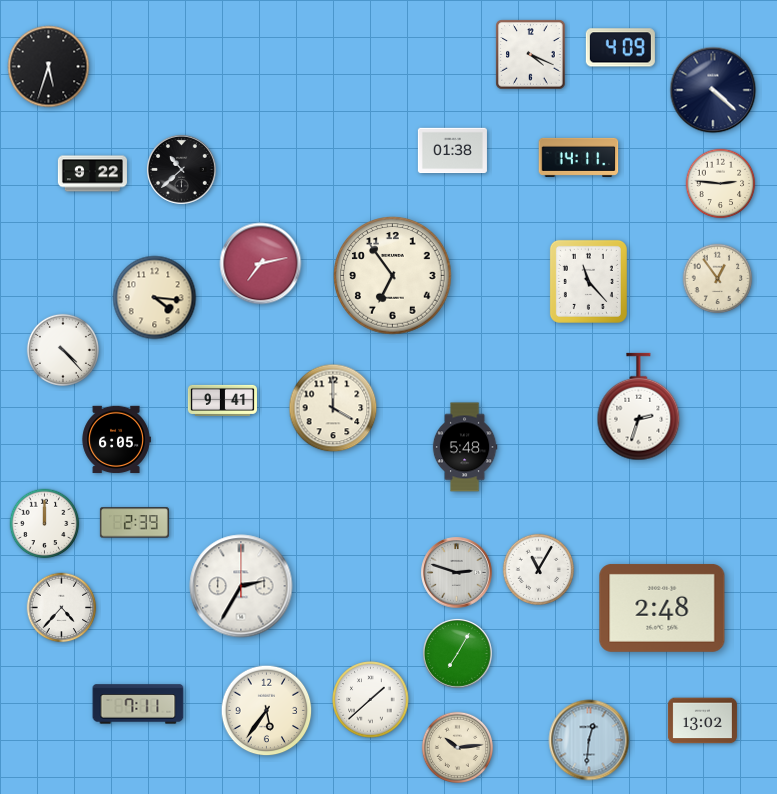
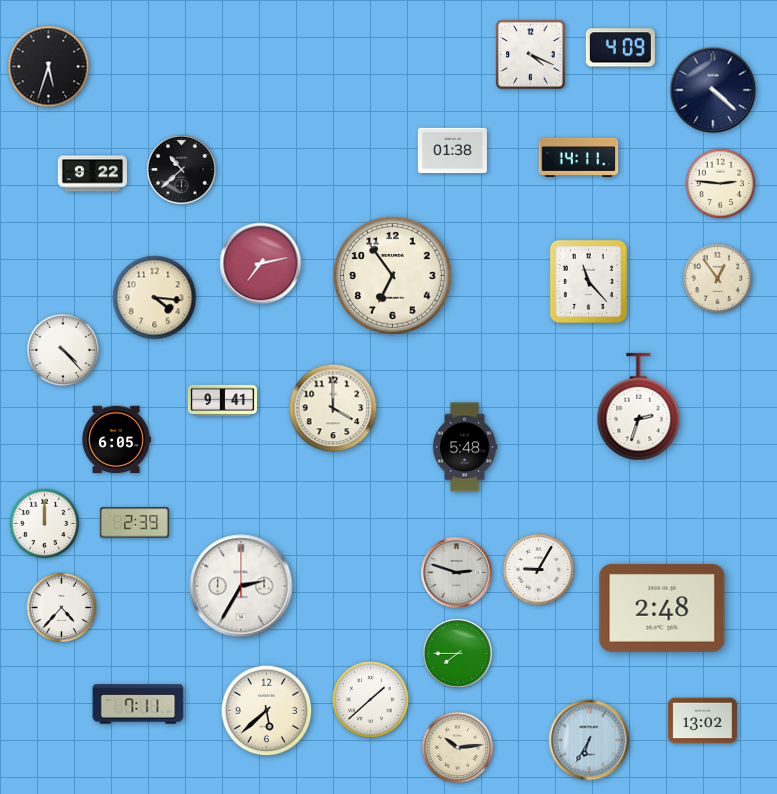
clock at (538, 569): 11:05 -> 9:05
clock at (457, 653): 7:05 -> 7:45
clock at (267, 711): 5:36 -> 5:38
clock at (589, 740): 12:31 -> 6:35
